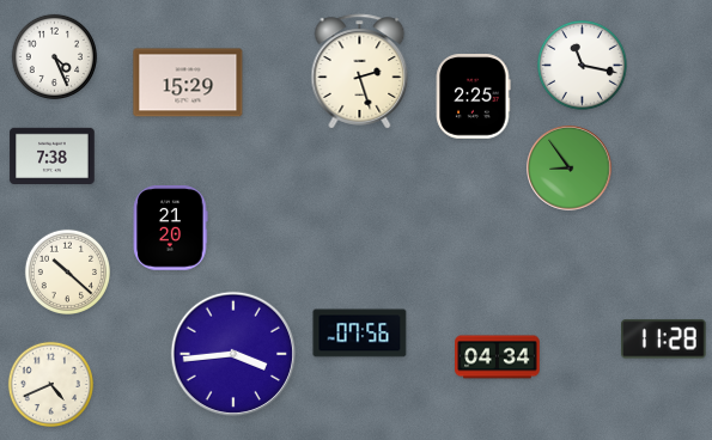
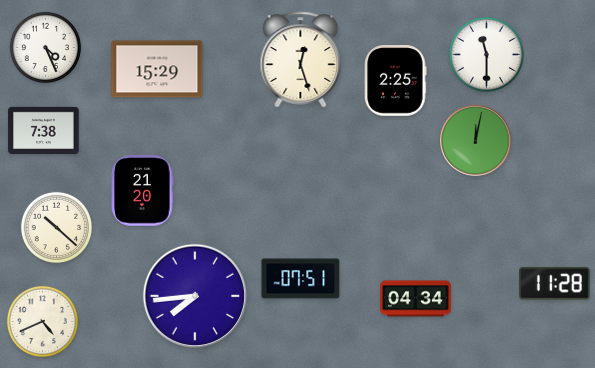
clock at (582, 65): 11:17 -> 11:30
clock at (360, 72): 2:27 -> 12:27
clock at (570, 169): 8:54 -> 12:02
clock at (360, 334): 07:56 -> 07:51
clock at (232, 353): 3:44 -> 7:44
